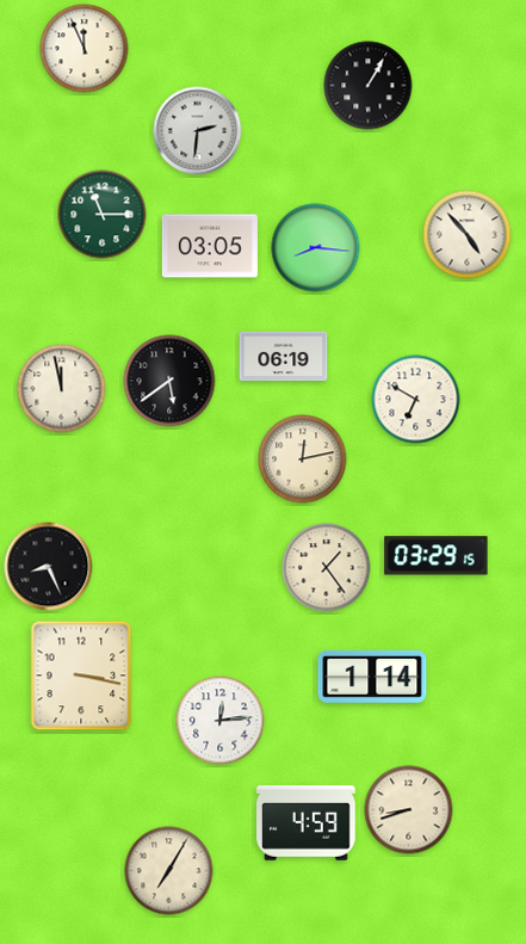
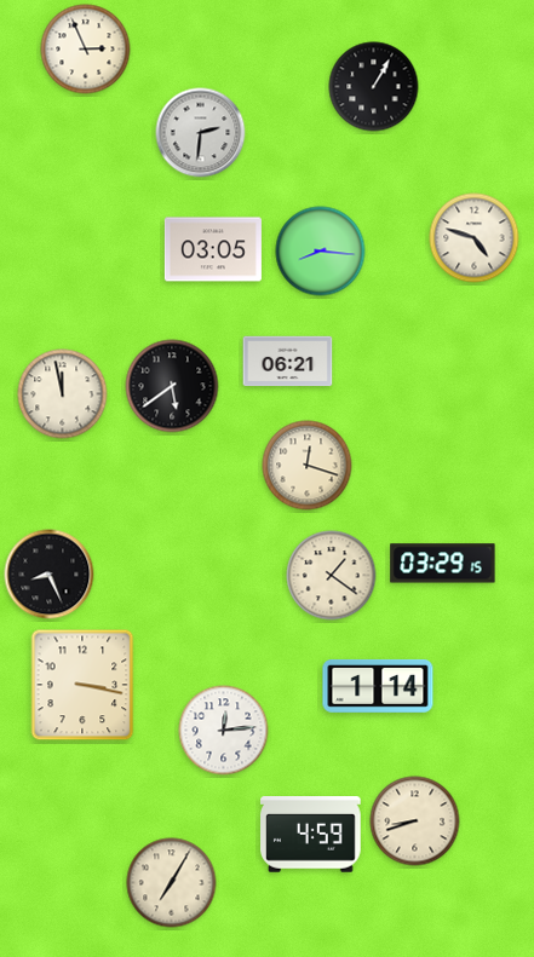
clock at (85, 49): 11:56 -> 2:56
clock at (103, 215): 11:15 -> none
clock at (468, 235): 4:53 -> 4:48
clock at (284, 357): 06:19 -> 06:21
clock at (416, 400): 6:50 -> none
clock at (303, 459): 12:13 -> 12:18
clock at (327, 568): 1:24 -> 1:21
